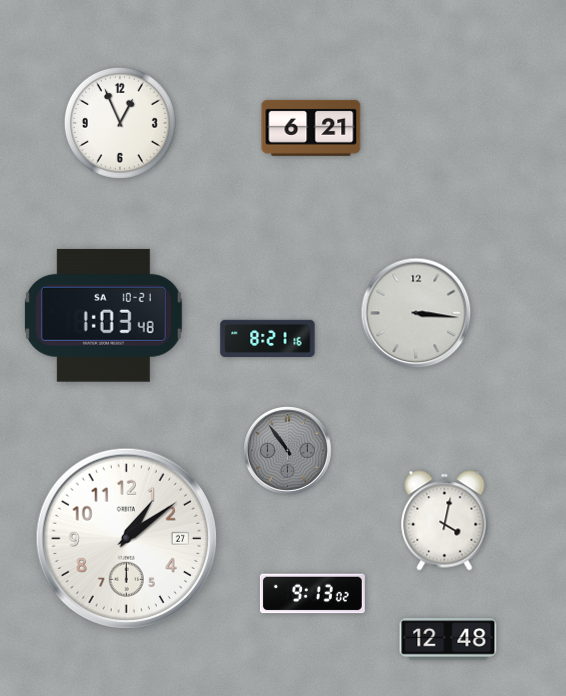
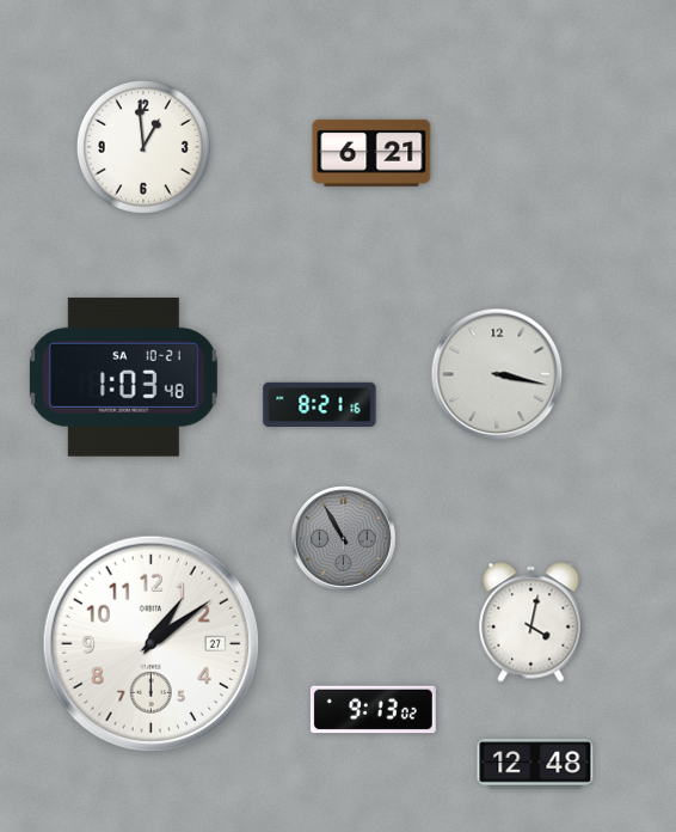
clock at (120, 123): 12:56 -> 12:59
clock at (416, 313): 3:16 -> 3:17
clock at (288, 451): 10:54 -> 10:55
